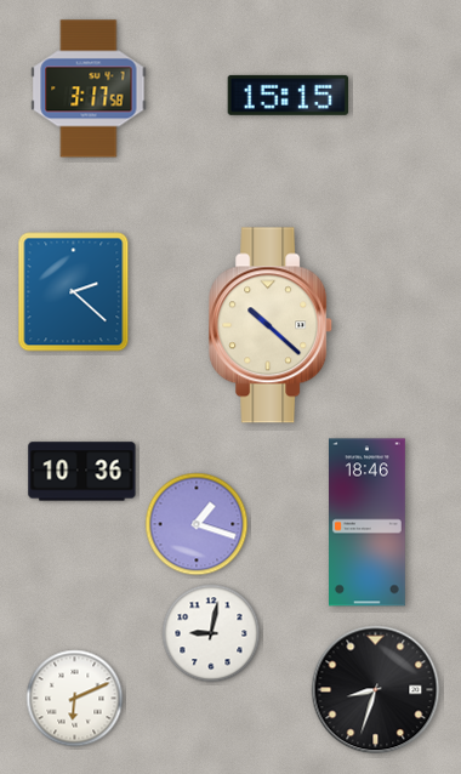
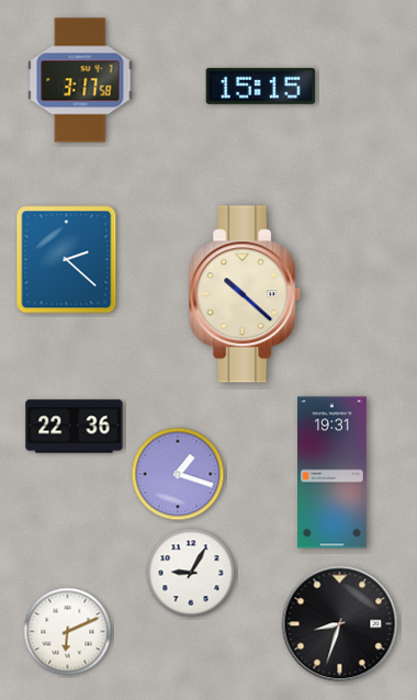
clock at (74, 292) position: (74, 292) -> (67, 260)
clock at (82, 472): 10:36 -> 22:36
clock at (368, 523): 18:46 -> 19:31
clock at (211, 633): 9:02 -> 9:05
